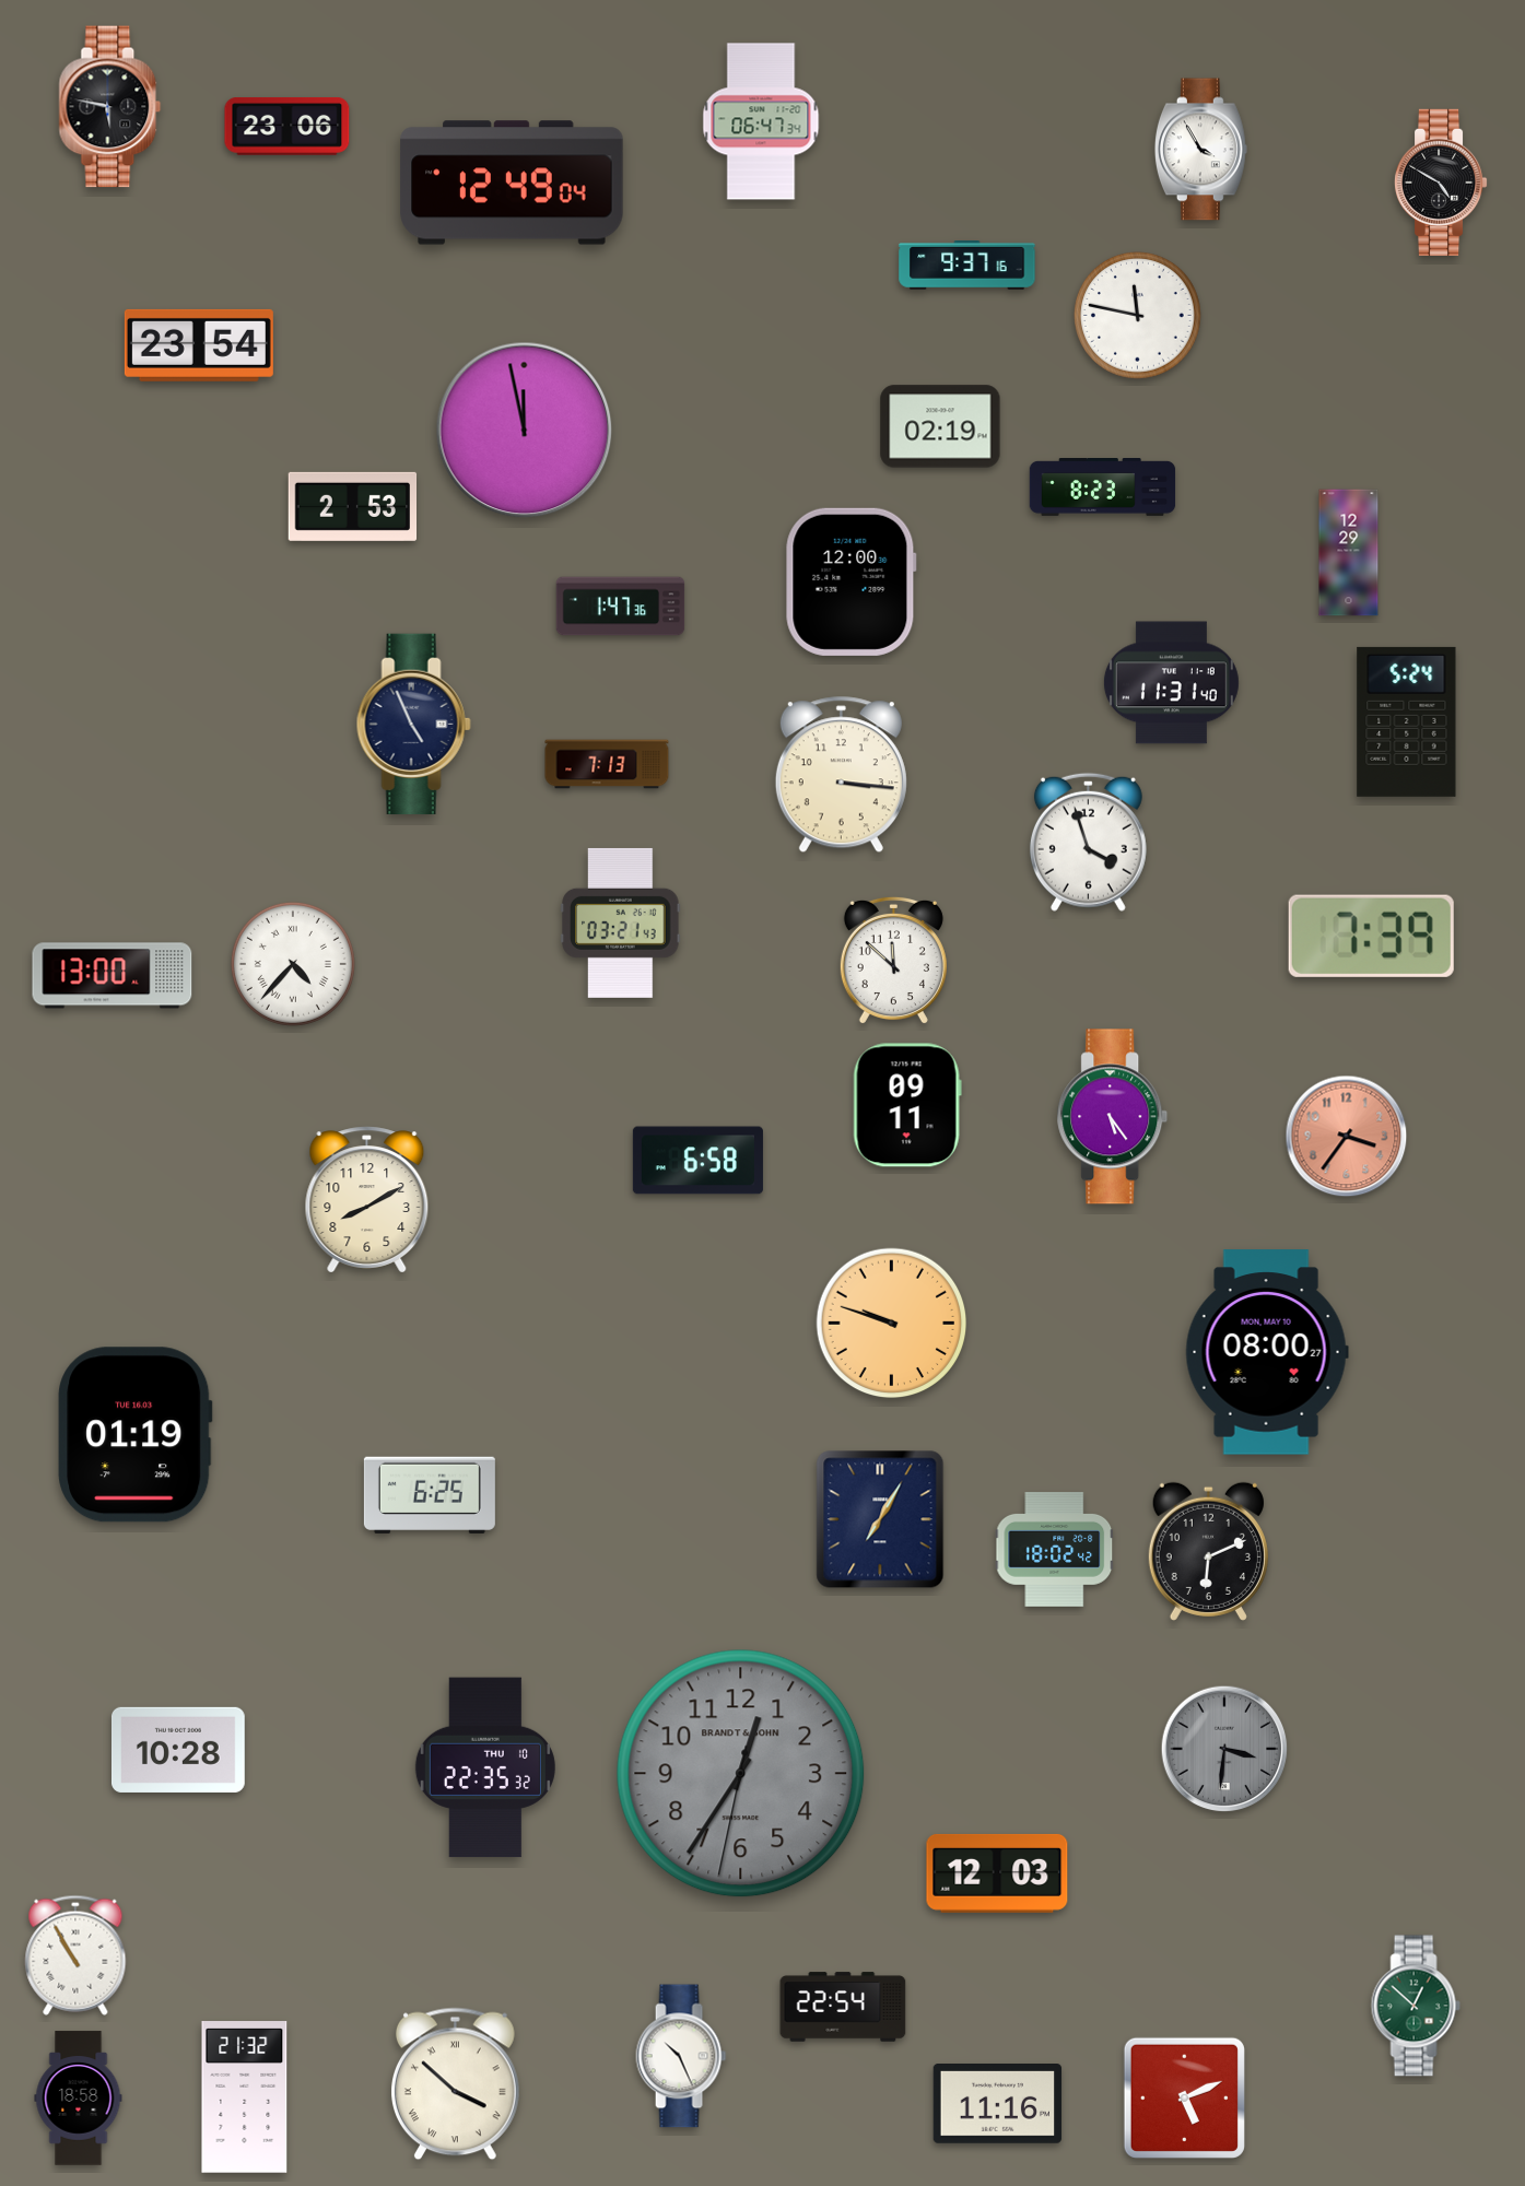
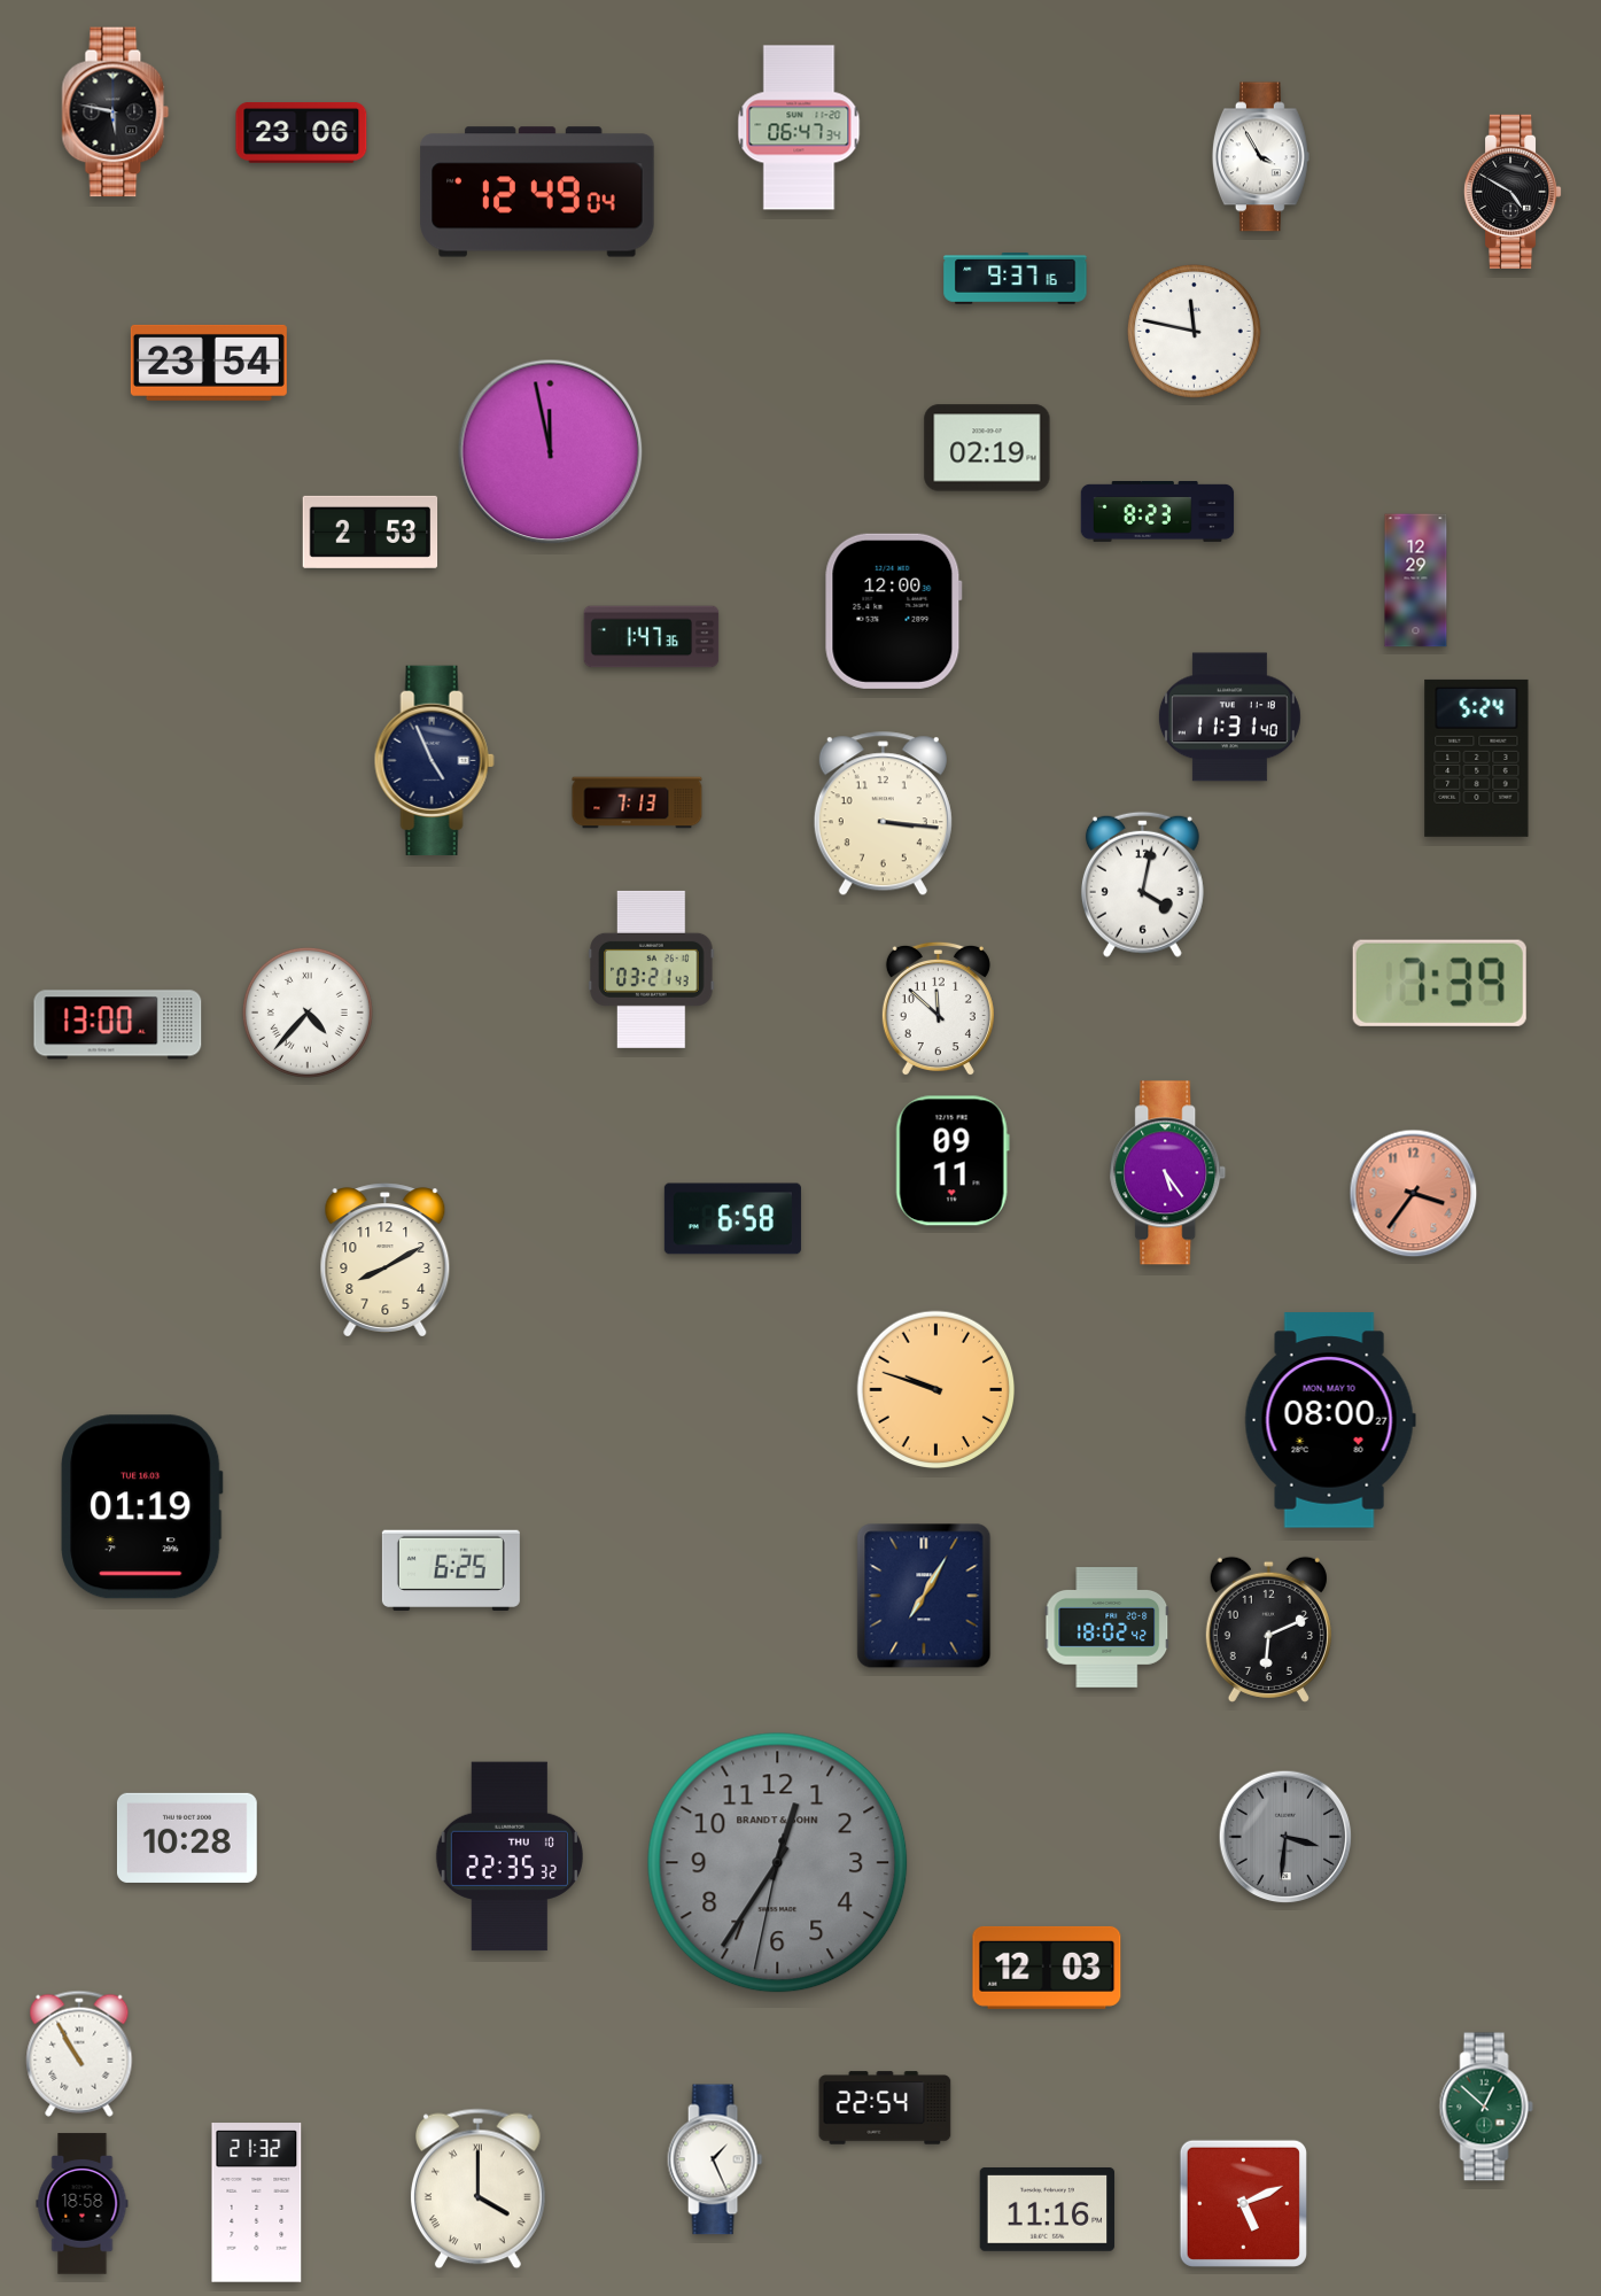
clock at (1088, 842): 3:57 -> 4:02
clock at (681, 2056): 10:26 -> 1:26
clock at (455, 2084): 3:52 -> 4:00
